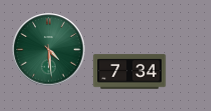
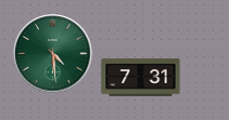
clock at (130, 72): 7:34 -> 7:31
